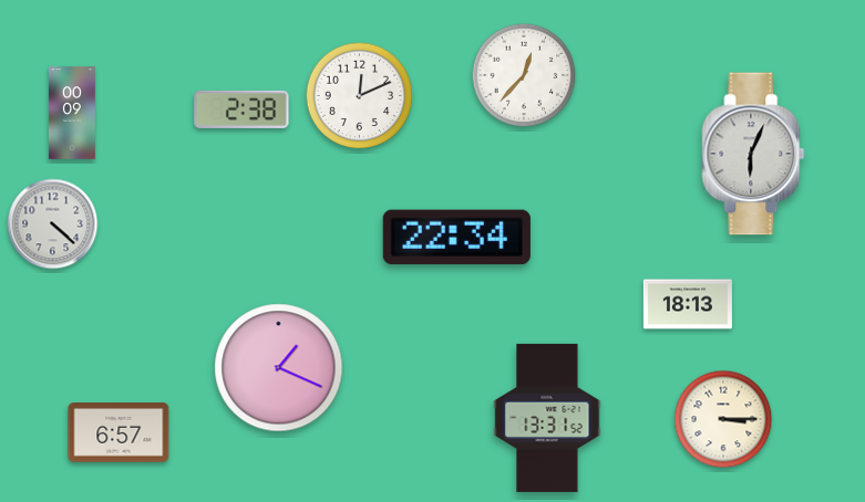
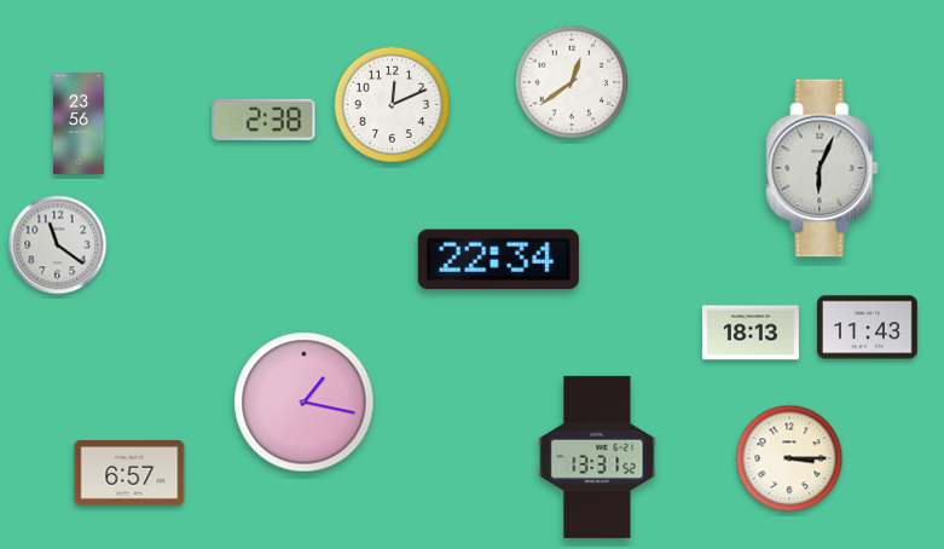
clock at (524, 75): 12:37 -> 12:39
clock at (72, 113): 00:09 -> 23:56
clock at (53, 224): 4:22 -> 11:21
clock at (868, 328): none -> 11:43
clock at (279, 368): 1:19 -> 1:17
